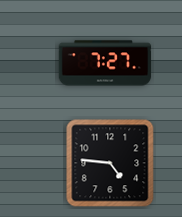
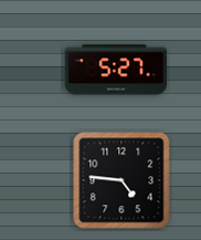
clock at (105, 63): 7:27 -> 5:27
